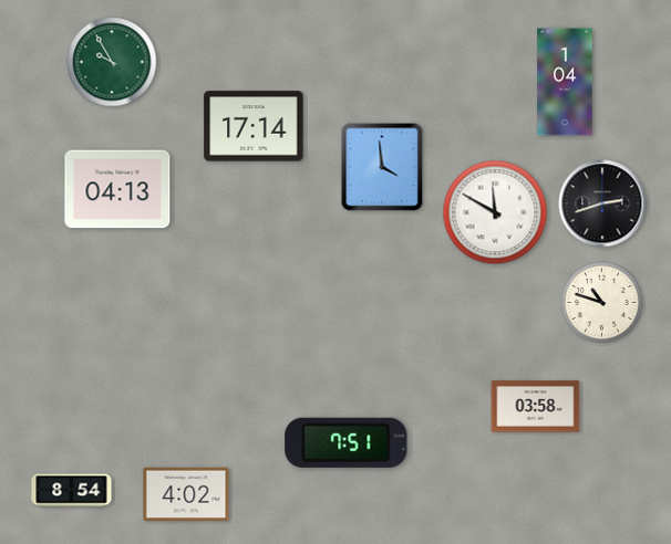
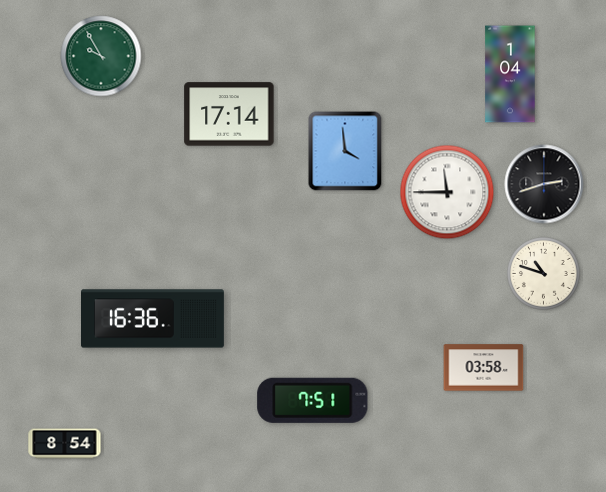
clock at (117, 189): 04:13 -> none
clock at (495, 212): 11:50 -> 11:45
clock at (153, 319): none -> 16:36
clock at (186, 493): 4:02 -> none
